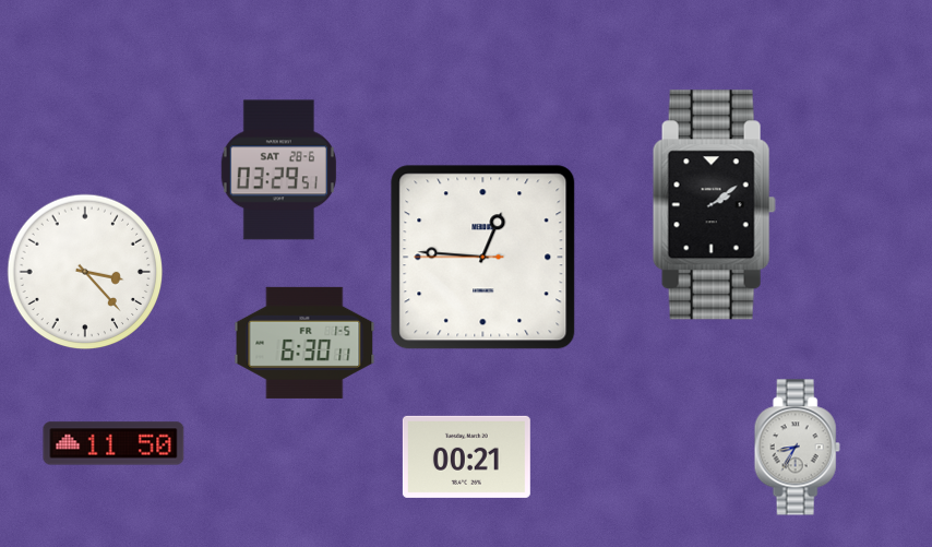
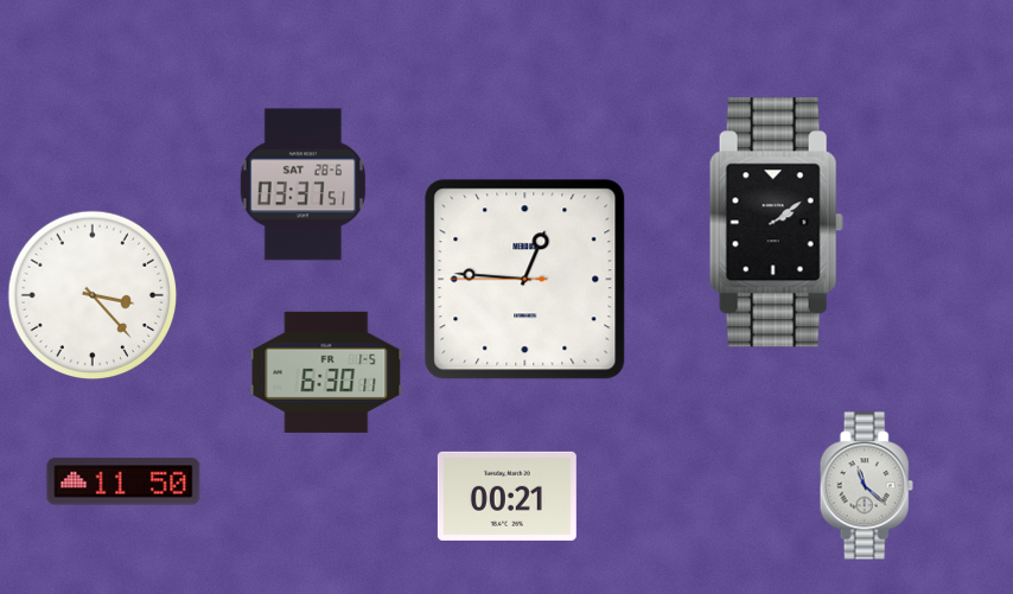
clock at (278, 170): 03:29 -> 03:37
clock at (304, 343) position: (304, 343) -> (326, 372)
clock at (797, 448): 8:35 -> 11:22
